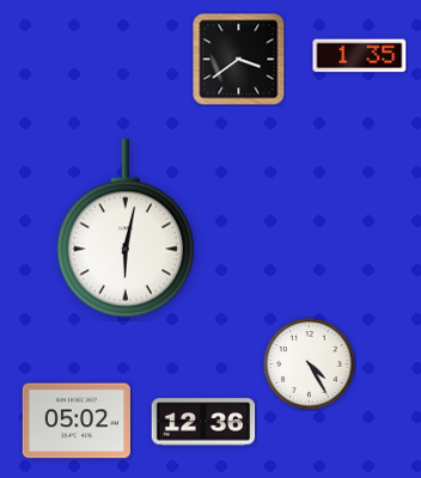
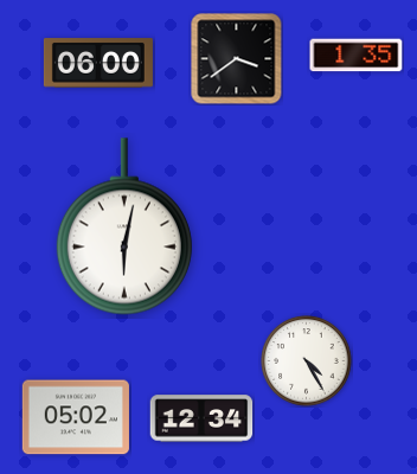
clock at (98, 63): none -> 06:00
clock at (203, 422): 12:36 -> 12:34
